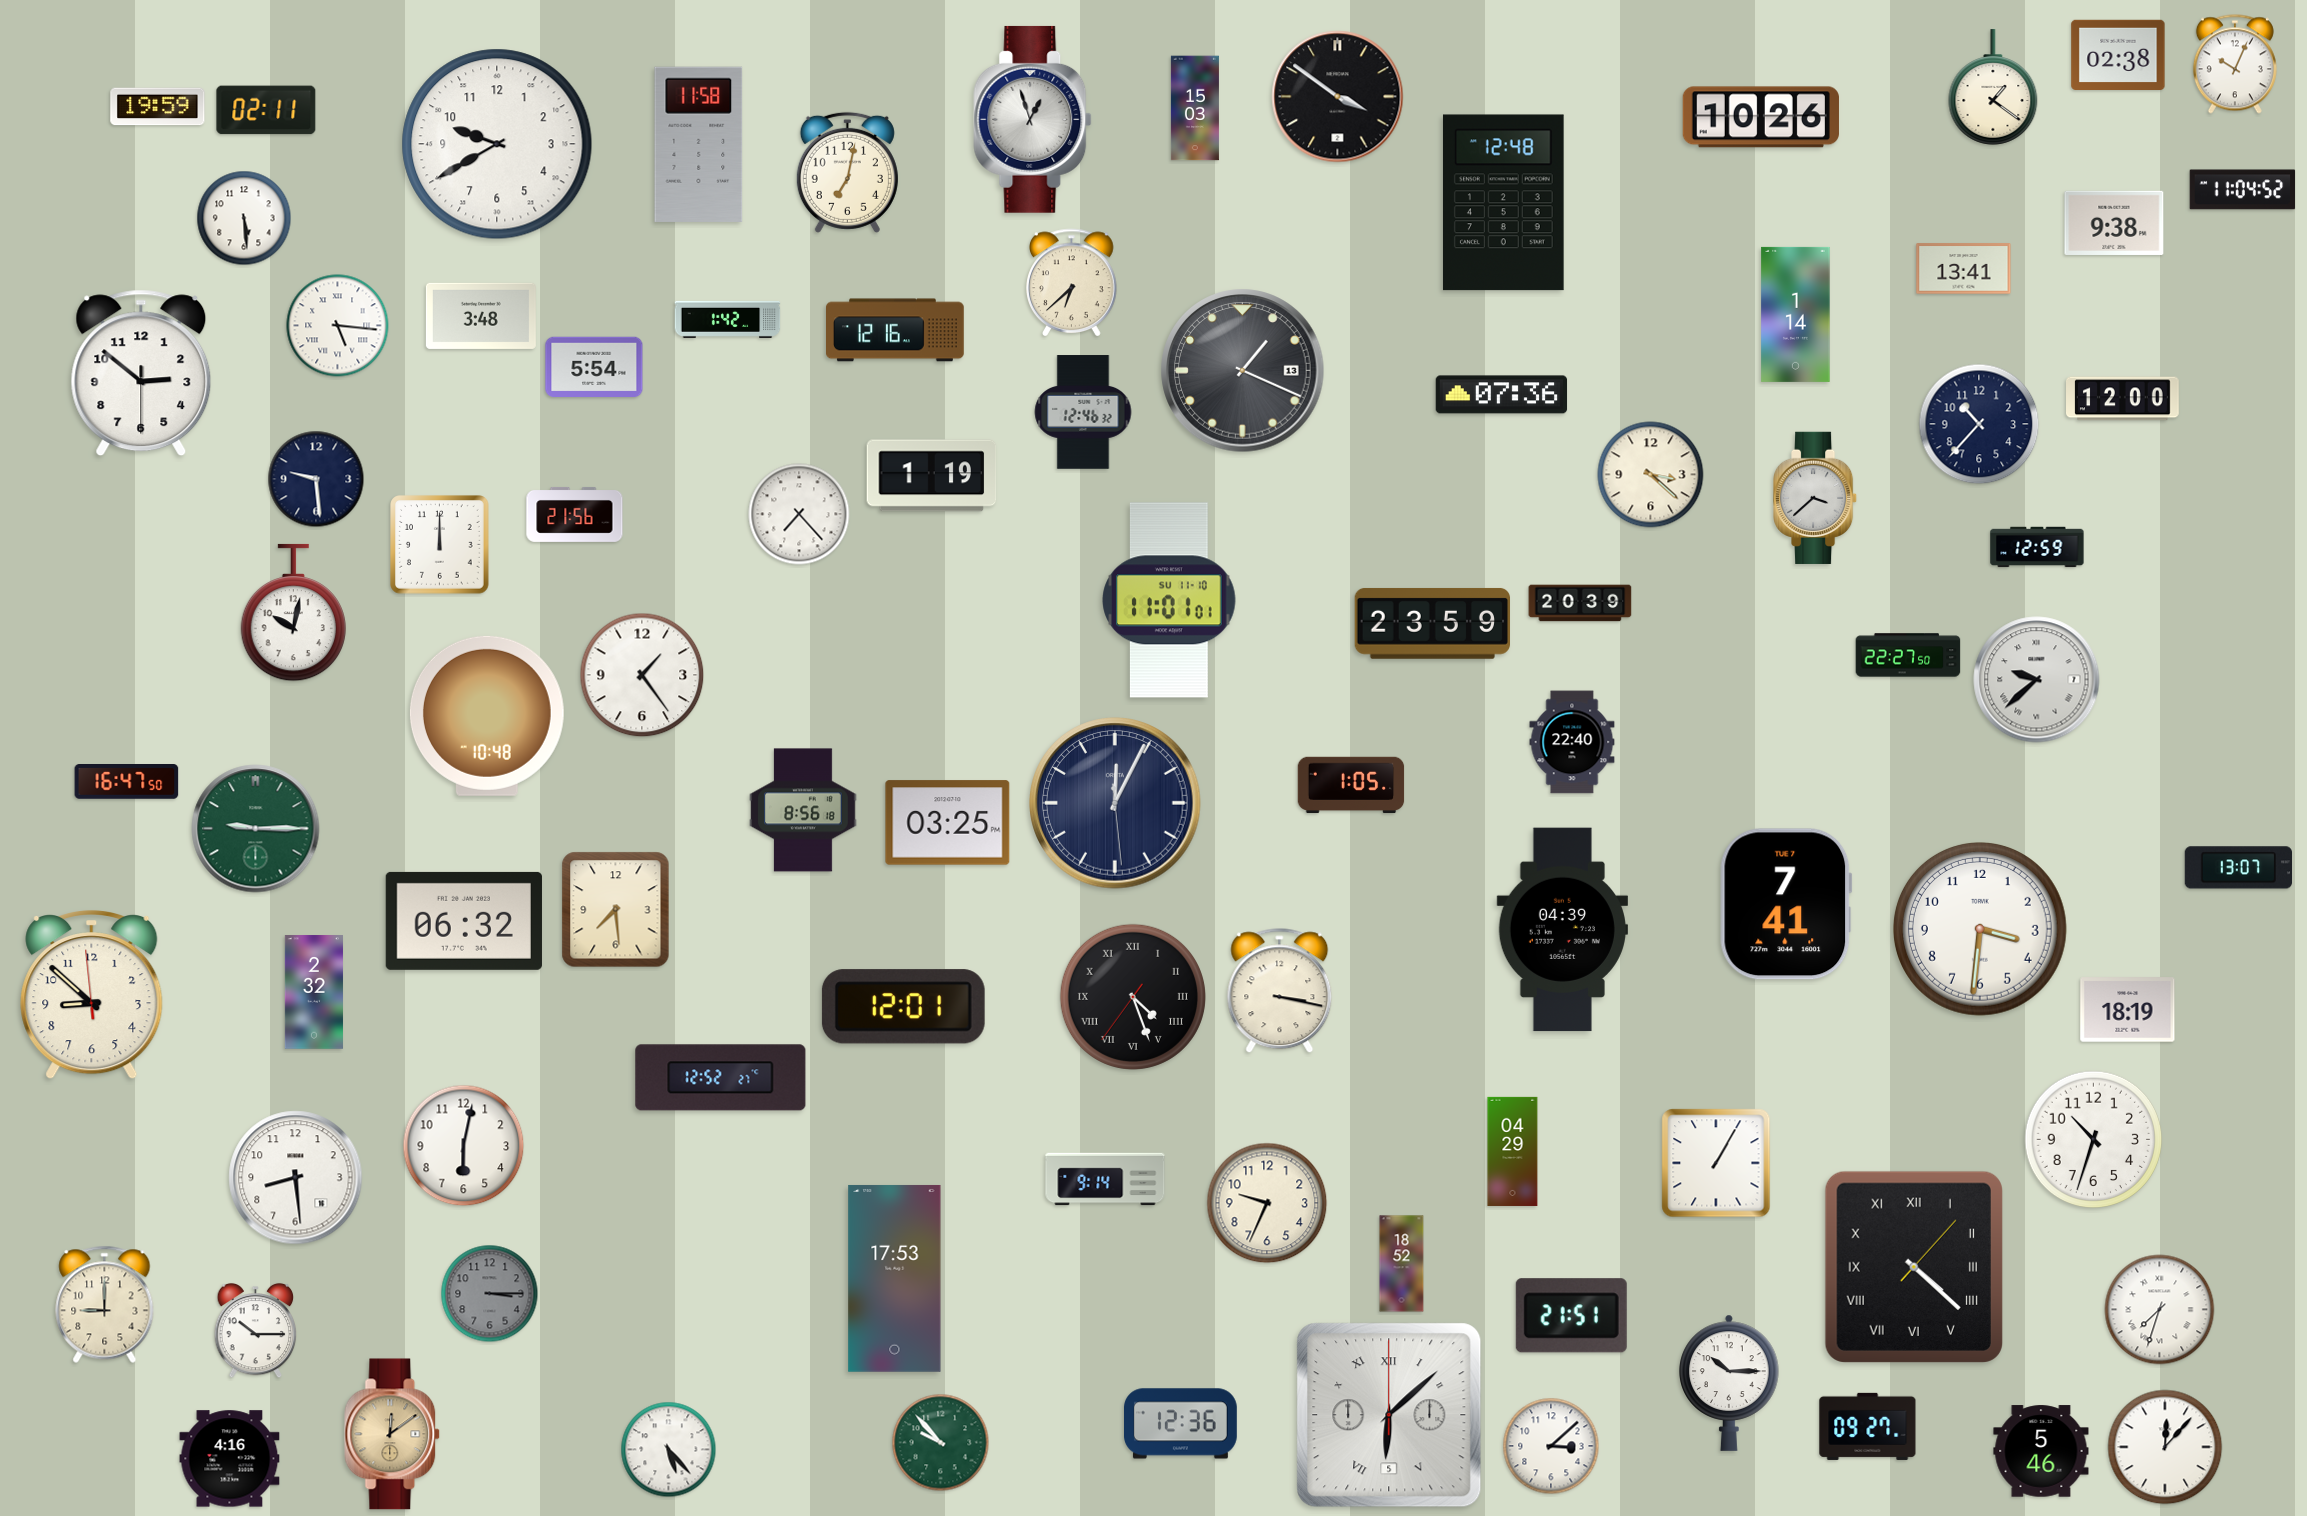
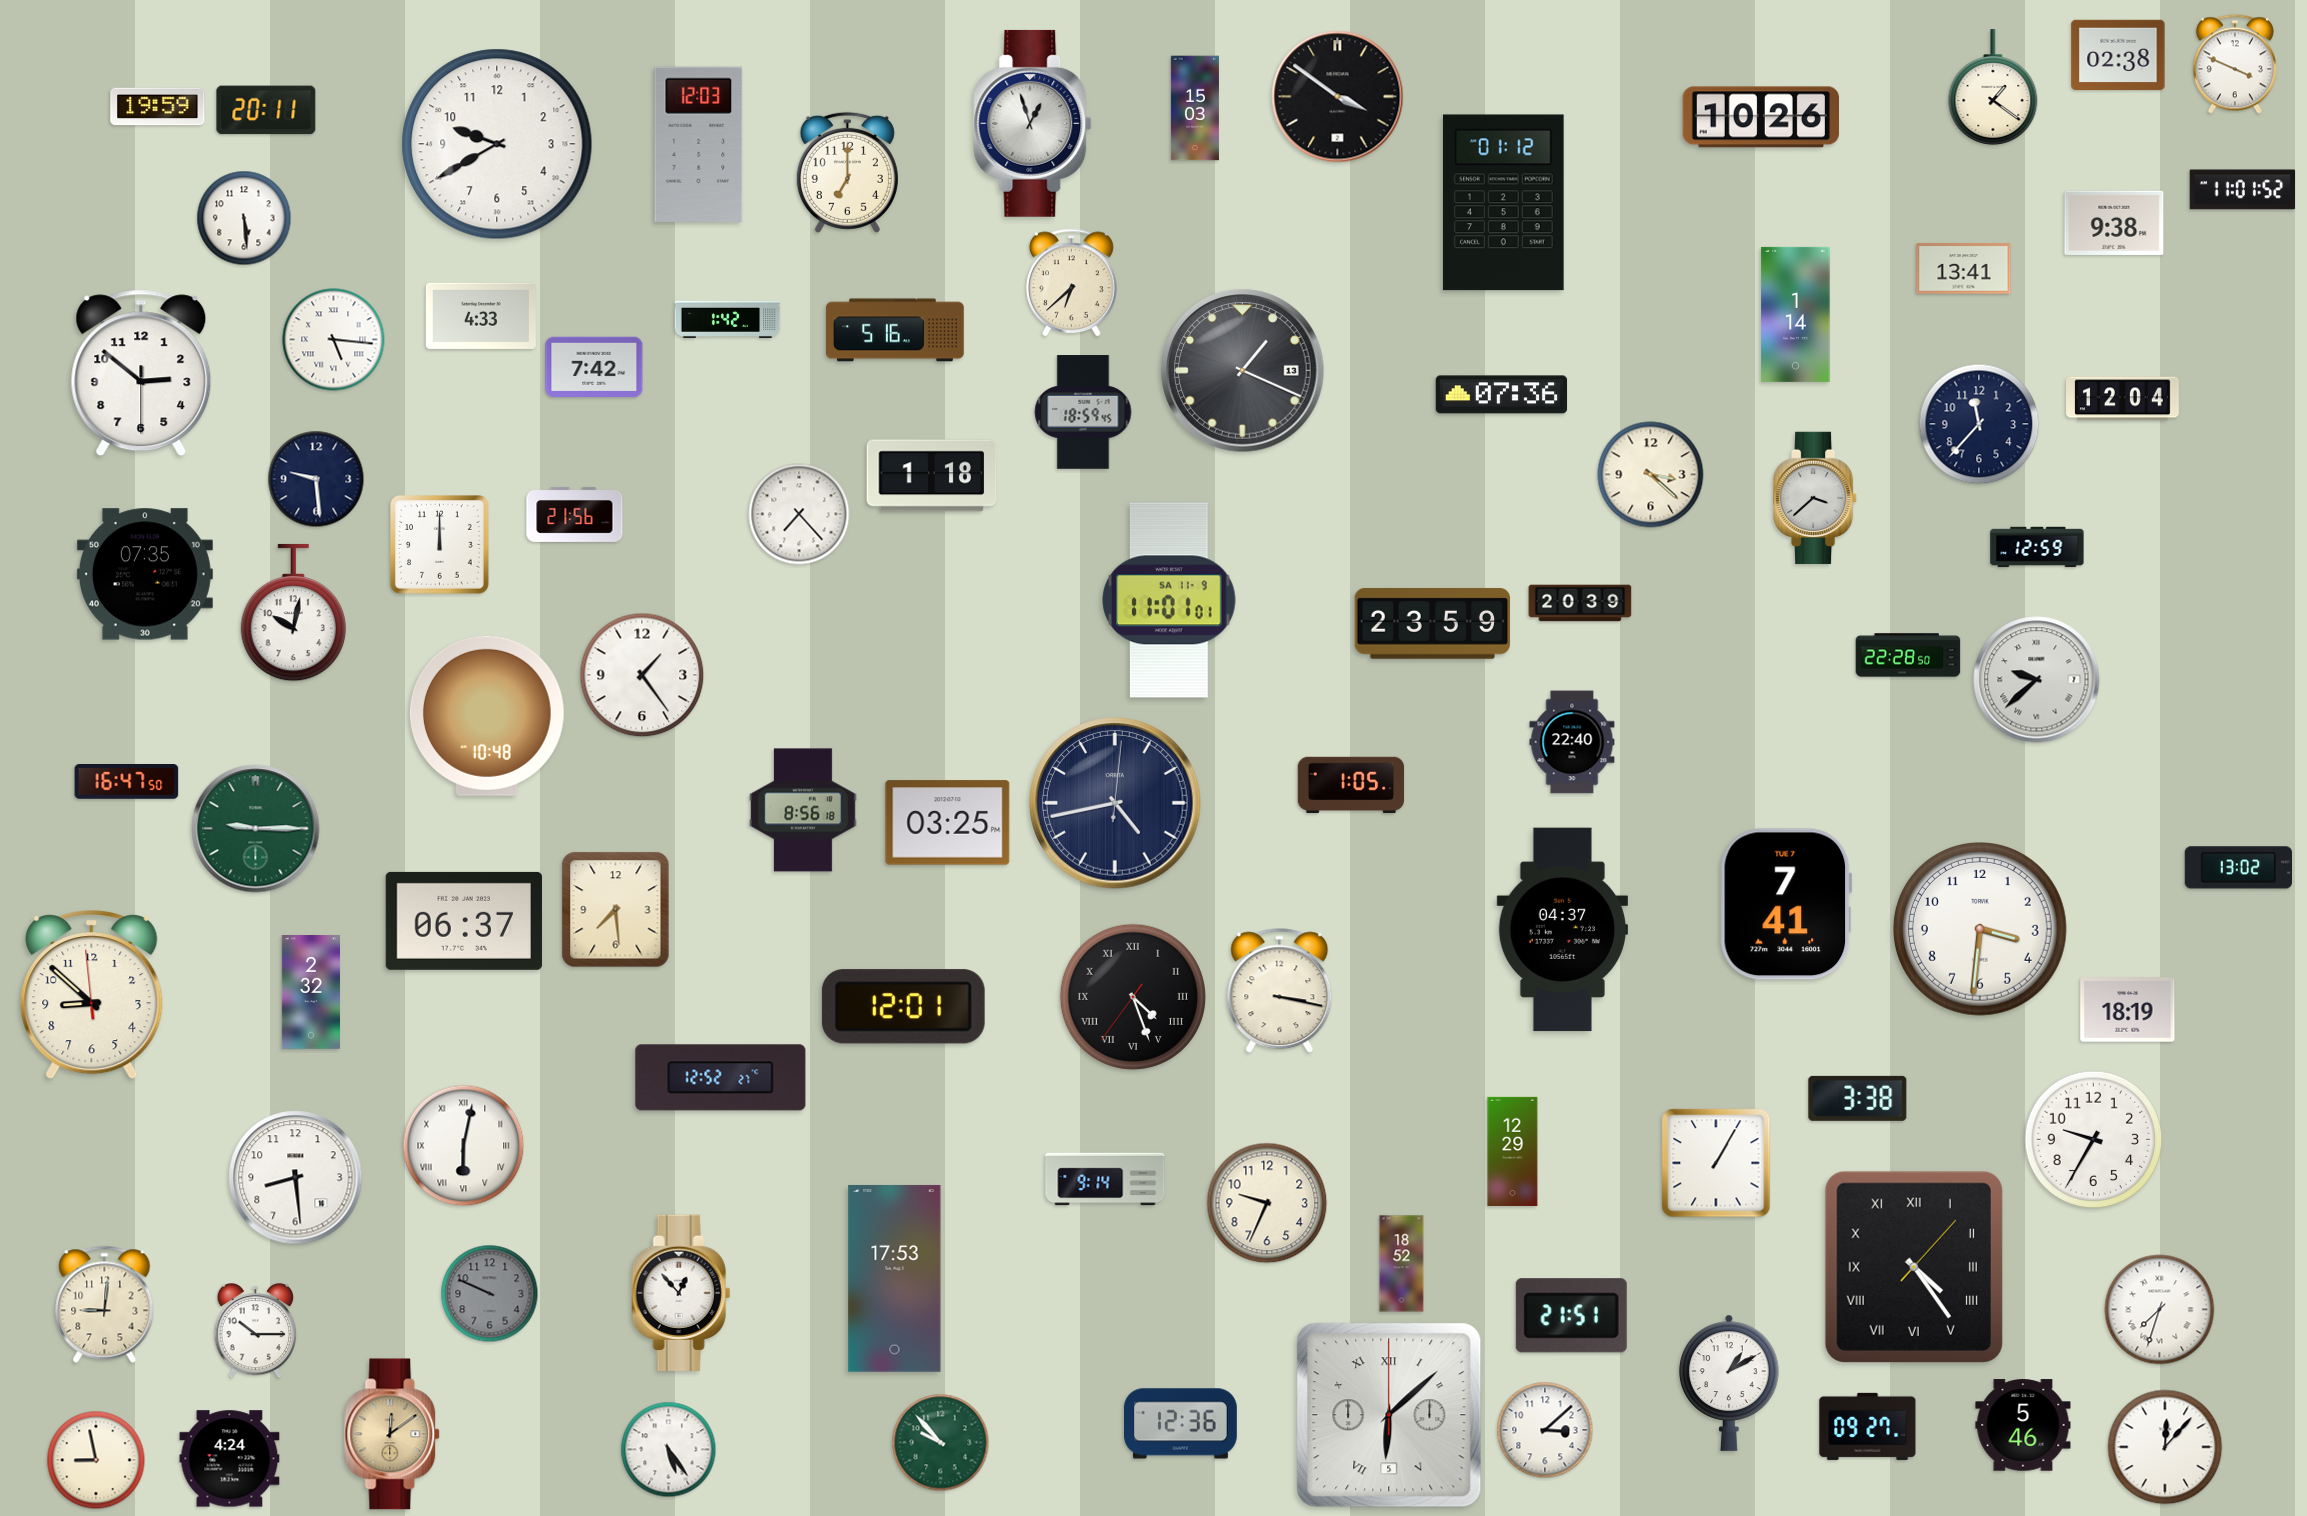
clock at (2235, 64): 10:04 -> 3:49
clock at (266, 110): 02:11 -> 20:11
clock at (1033, 119) position: (1033, 119) -> (1033, 123)
clock at (699, 144): 11:58 -> 12:03
clock at (847, 172): 7:02 -> 7:00
clock at (2243, 190): 11:04 -> 11:01
clock at (1503, 203): 12:48 -> 01:12
clock at (481, 316): 3:48 -> 4:33
clock at (338, 326) position: (338, 326) -> (334, 340)
clock at (896, 330): 12:16 -> 5:16
clock at (594, 367): 5:54 -> 7:42
clock at (2123, 399): 12:00 -> 12:04
clock at (1083, 412): 12:46 -> 18:59
clock at (1979, 424): 10:37 -> 11:37
clock at (932, 476): 1:19 -> 1:18
clock at (145, 574): none -> 07:35
clock at (1169, 600) date: SU 11-10 -> SA 11-9
clock at (1908, 655): 22:27 -> 22:28
clock at (1115, 803): 12:04 -> 4:43
clock at (2238, 868): 13:07 -> 13:02
clock at (464, 921): 06:32 -> 06:37
clock at (1562, 930): 04:39 -> 04:37
clock at (314, 992) position: (314, 992) -> (311, 992)
clock at (1858, 1098): none -> 3:38
clock at (2094, 1140): 10:33 -> 9:35
clock at (464, 1146) numerals: Arabic -> Roman
clock at (1513, 1151): 04:29 -> 12:29
clock at (1914, 1267): 4:22 -> 4:24
clock at (681, 1293): none -> 12:53
clock at (490, 1294): 3:15 -> 9:49
clock at (105, 1304): 9:00 -> 9:01
clock at (1729, 1383): 10:15 -> 1:10
clock at (1551, 1446) position: (1551, 1446) -> (1545, 1430)
clock at (669, 1450): 5:23 -> 5:24
clock at (2041, 1451) position: (2041, 1451) -> (2023, 1425)
clock at (230, 1459): 4:16 -> 4:24
clock at (96, 1460): none -> 8:58
